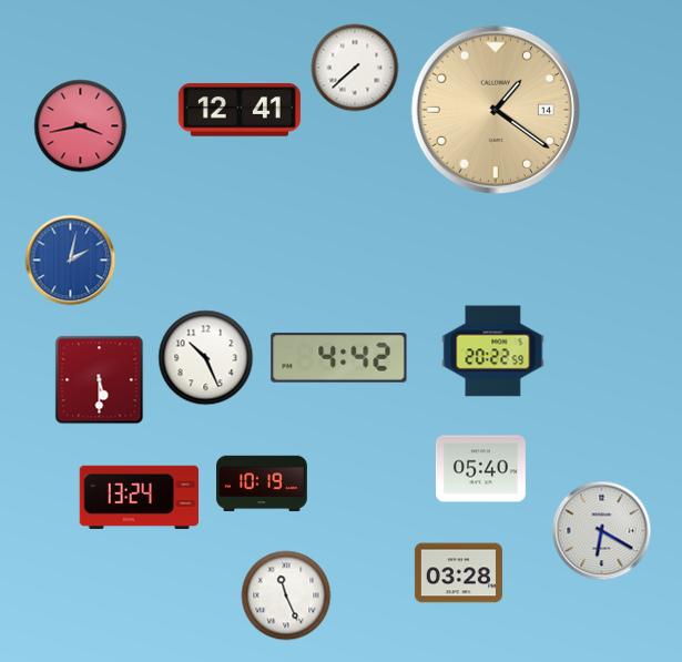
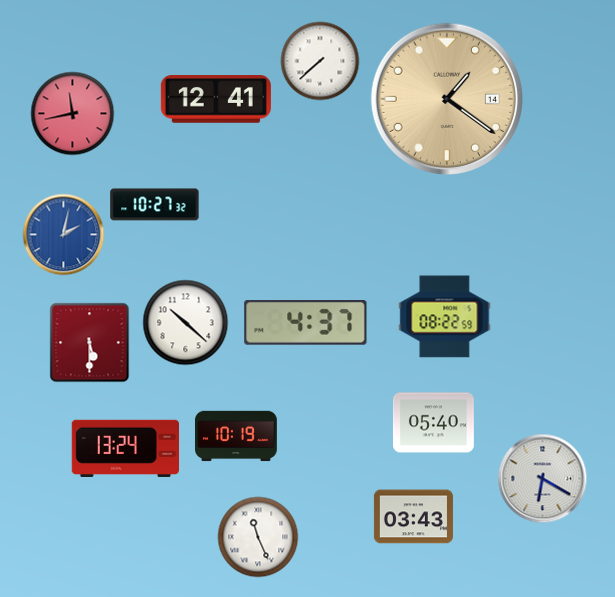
clock at (81, 126): 3:43 -> 11:43
clock at (155, 205): none -> 10:27
clock at (493, 352): 20:22 -> 08:22
clock at (206, 358): 10:26 -> 10:22
clock at (339, 358): 4:42 -> 4:37
clock at (458, 573): 03:28 -> 03:43
